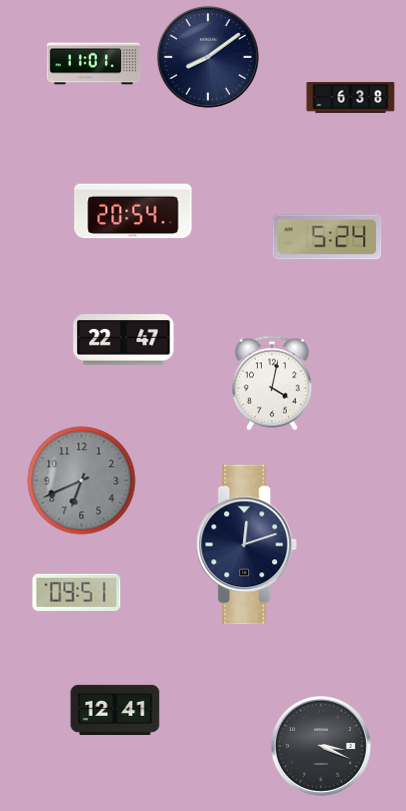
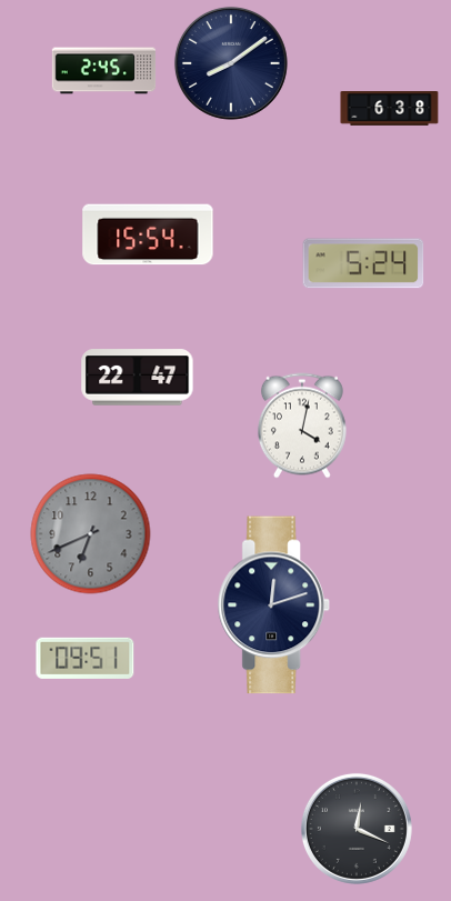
clock at (94, 64): 11:01 -> 2:45
clock at (133, 211): 20:54 -> 15:54
clock at (115, 710): 12:41 -> none
clock at (321, 746): 3:19 -> 12:19
